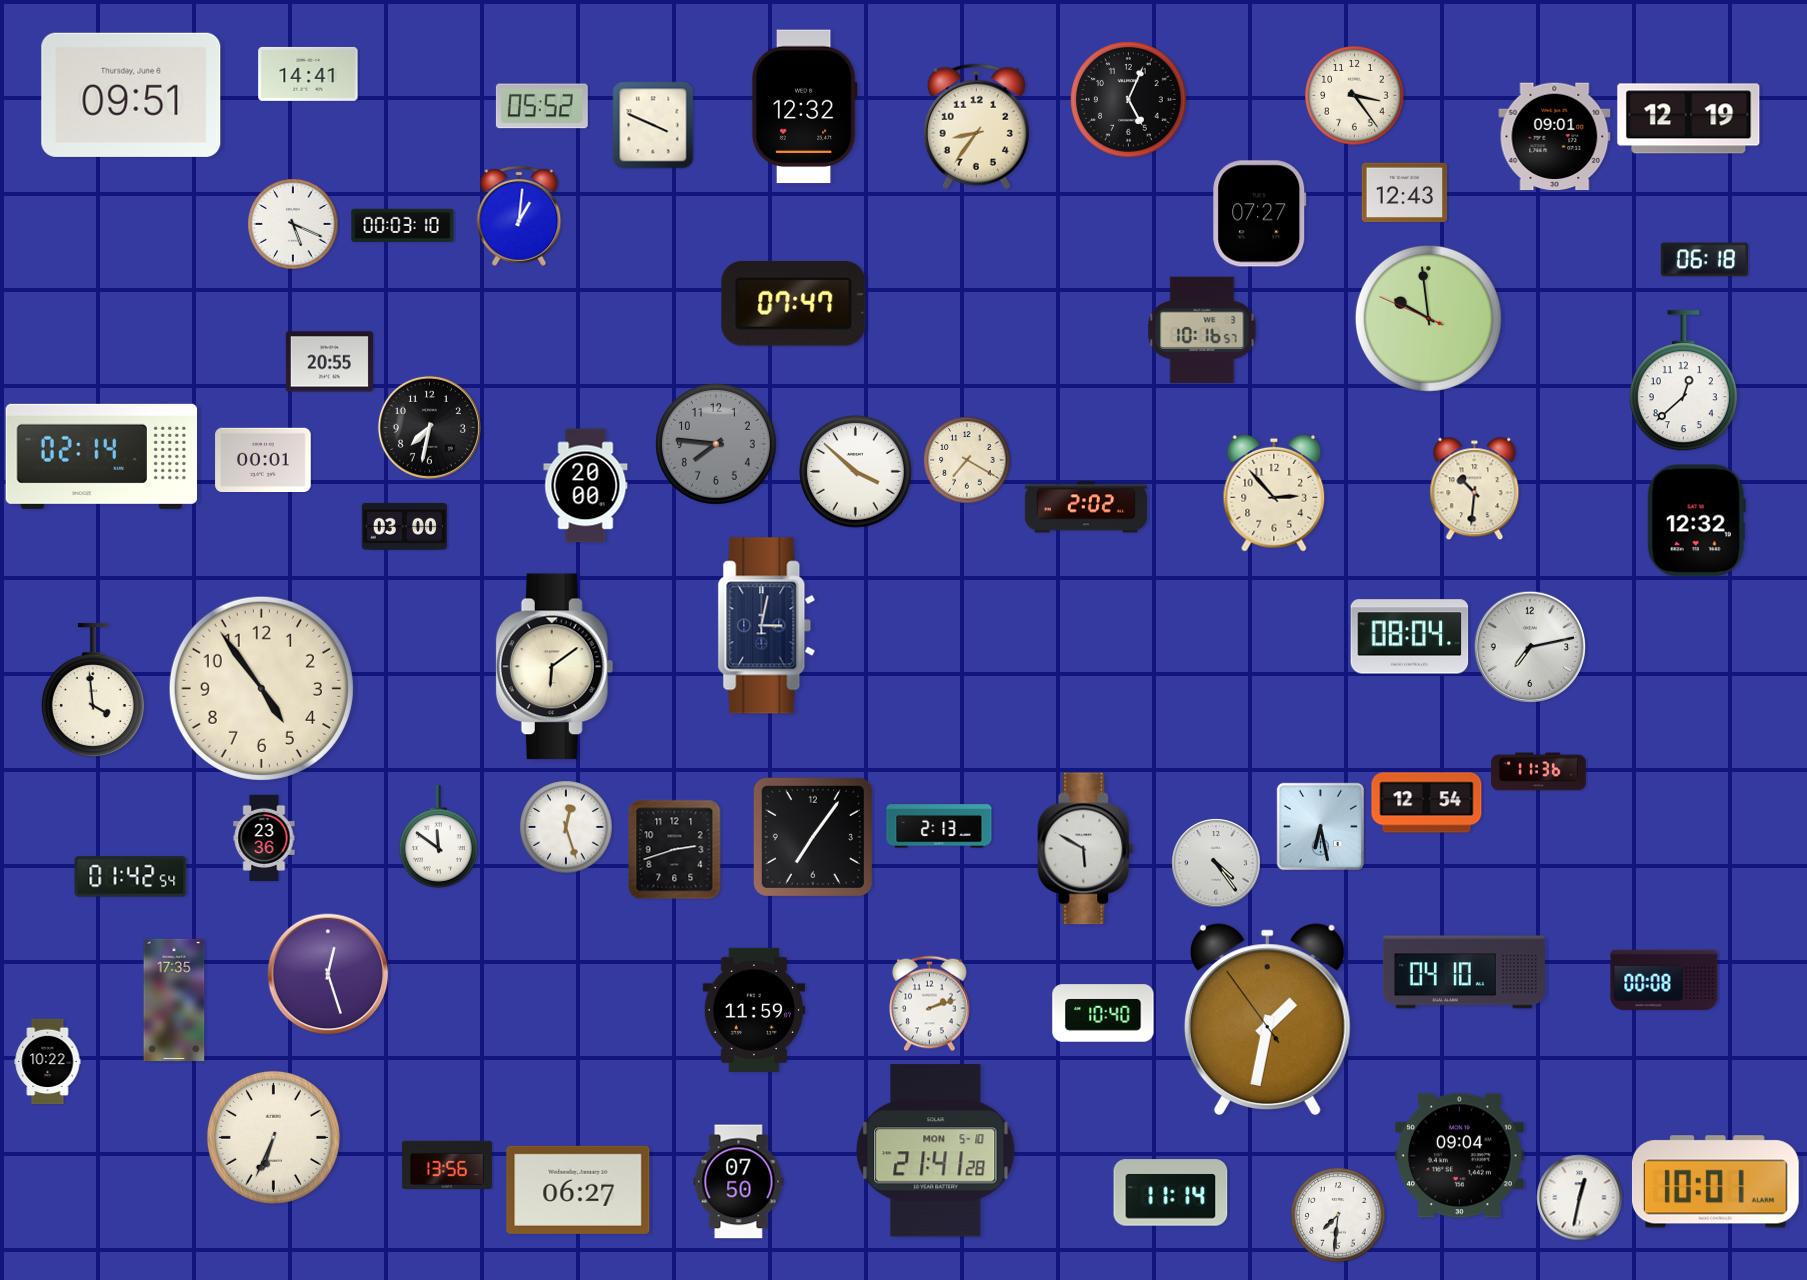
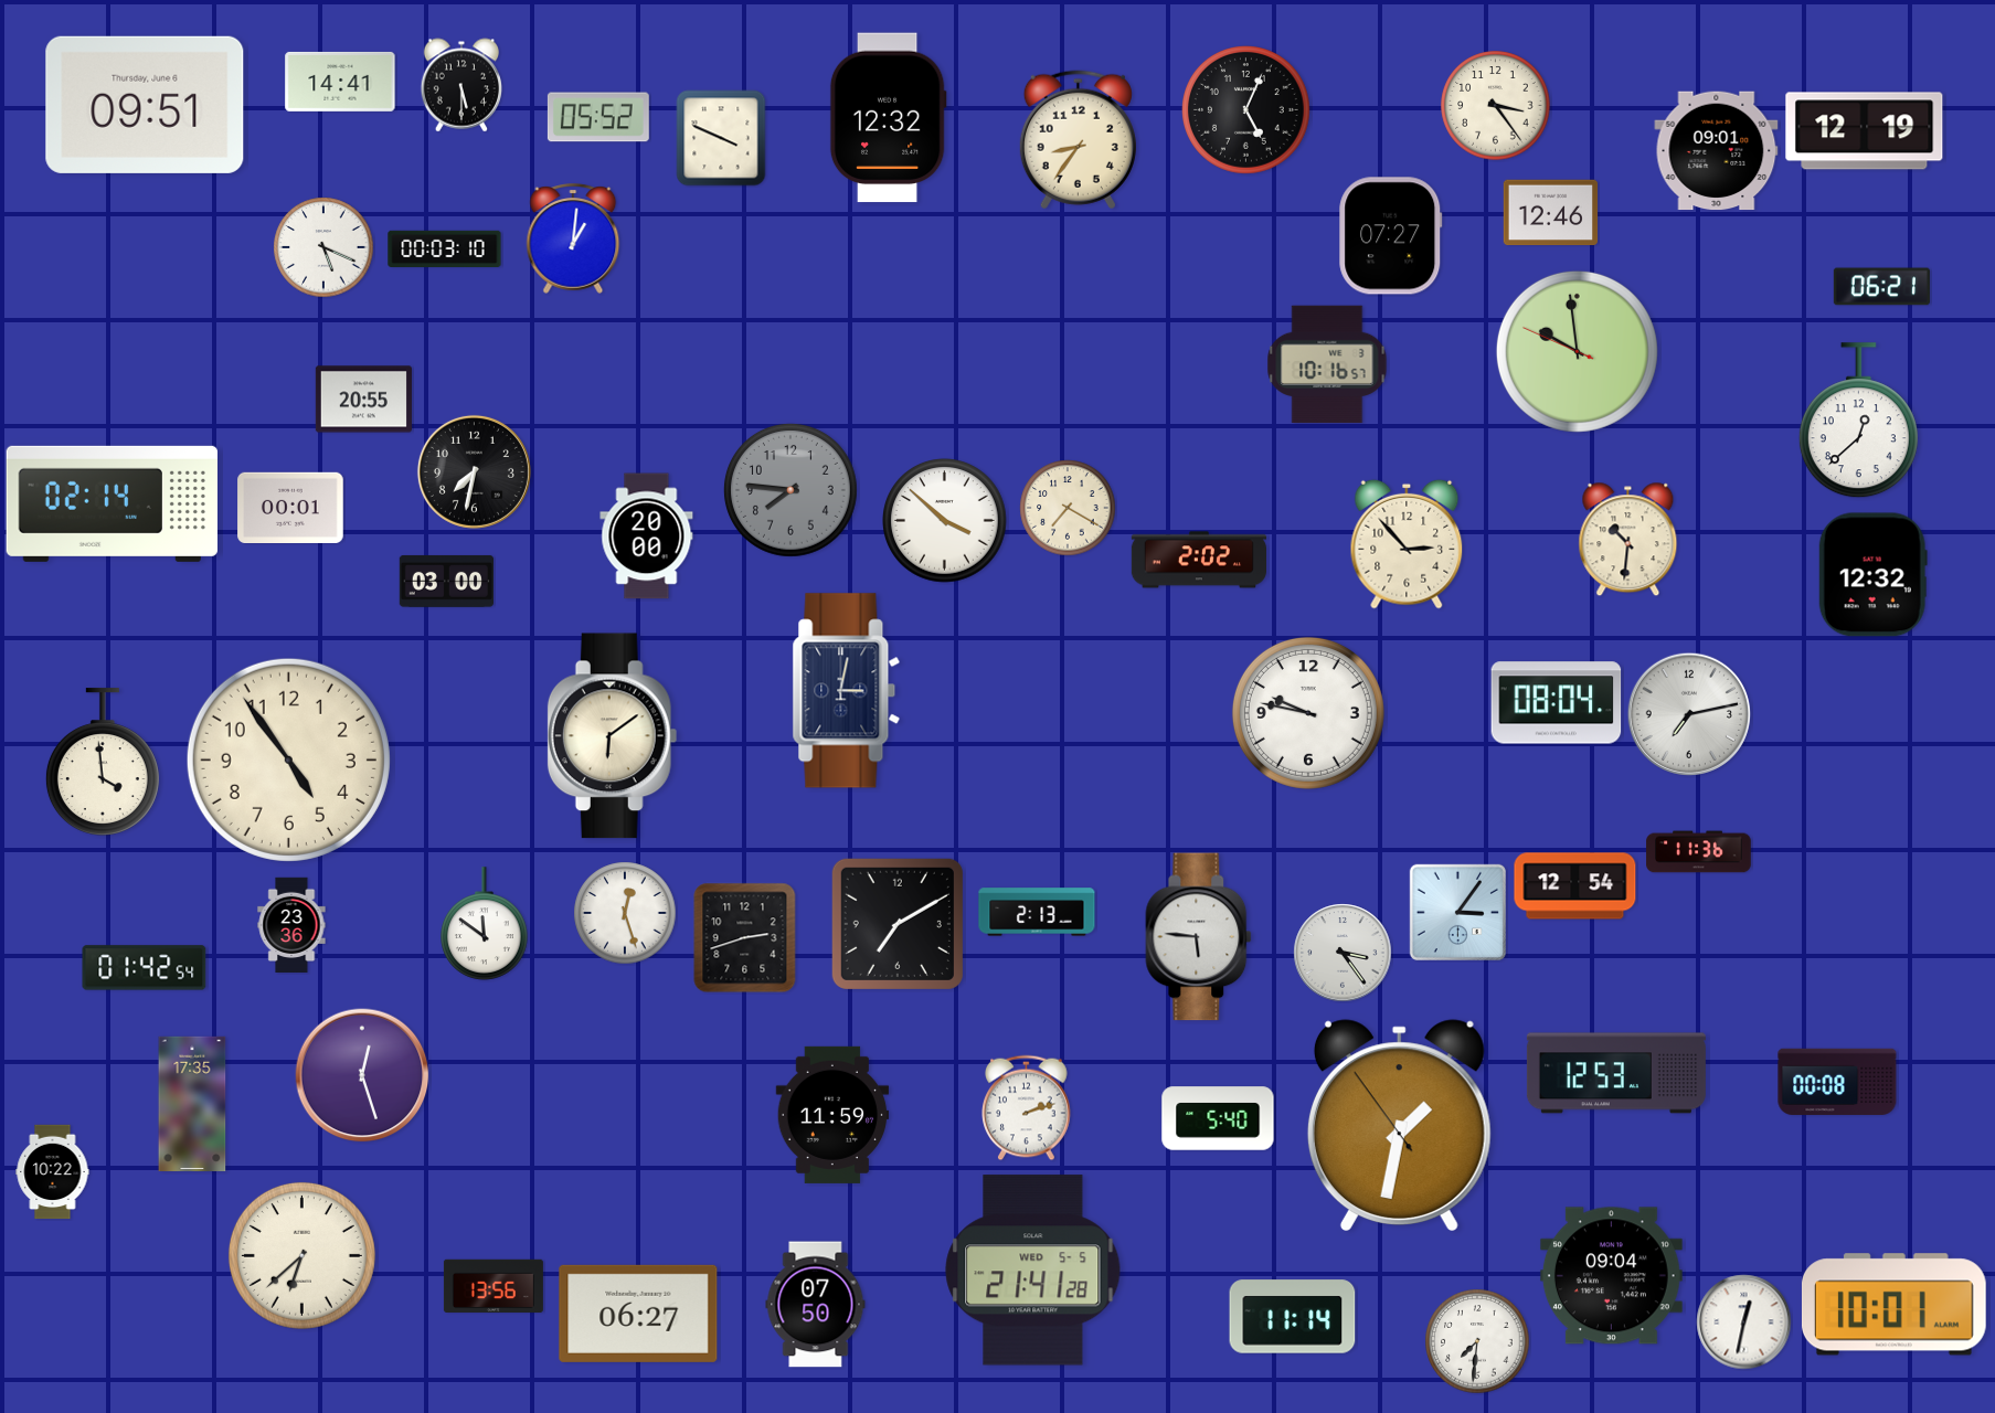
clock at (461, 85): none -> 5:30
clock at (1405, 193): 12:43 -> 12:46
clock at (1704, 260): 06:18 -> 06:21
clock at (794, 304): 07:47 -> none
clock at (1308, 713): none -> 9:47
clock at (1320, 826): 6:28 -> 3:06
clock at (813, 837): 7:06 -> 7:10
clock at (1086, 849): 5:50 -> 5:46
clock at (1216, 863): 4:24 -> 3:24
clock at (1464, 972): 04:10 -> 12:53
clock at (1103, 1013): 10:40 -> 5:40
clock at (273, 1137): 6:34 -> 6:38
clock at (936, 1151) date: MON 5-10 -> WED 5-5
